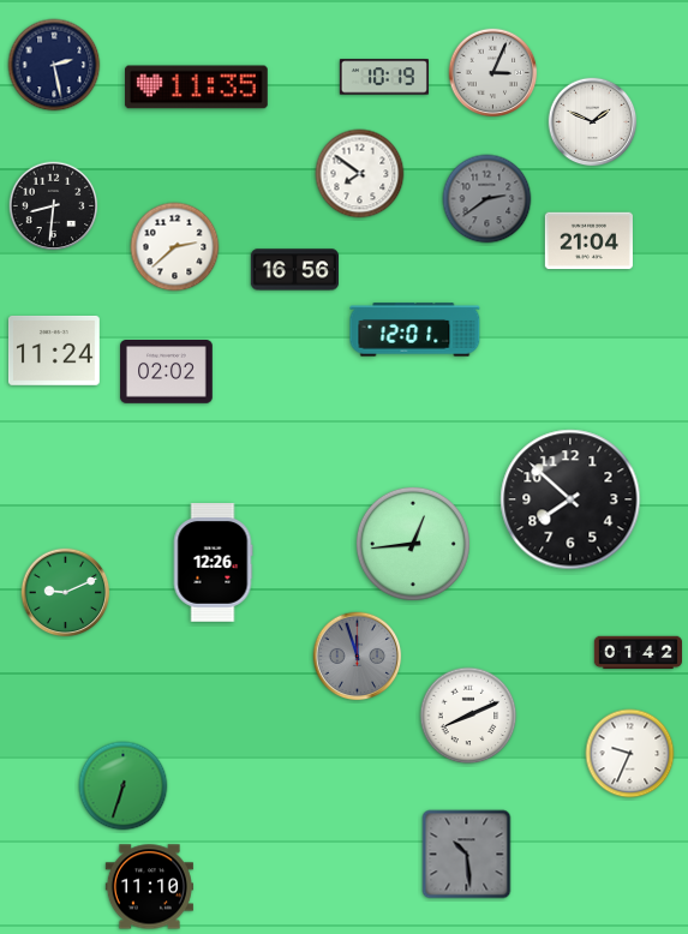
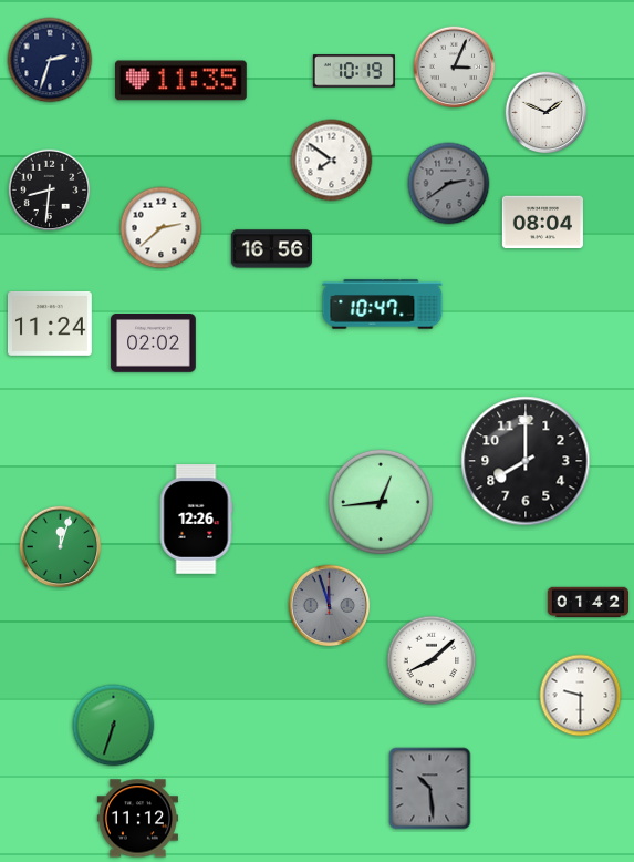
clock at (54, 65): 2:28 -> 2:33
clock at (588, 241): 21:04 -> 08:04
clock at (415, 330): 12:01 -> 10:47
clock at (570, 499): 7:52 -> 8:00
clock at (66, 593): 9:11 -> 12:03
clock at (468, 716): 8:11 -> 8:08
clock at (630, 754): 9:34 -> 9:30
clock at (149, 887): 11:10 -> 11:12
